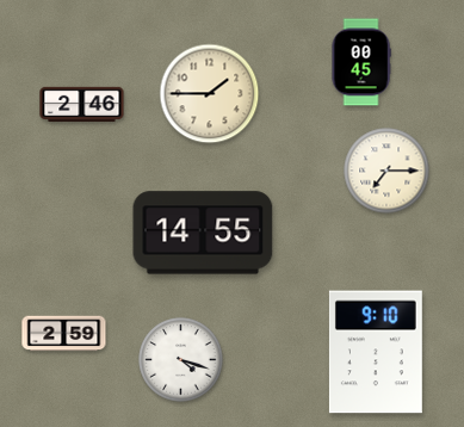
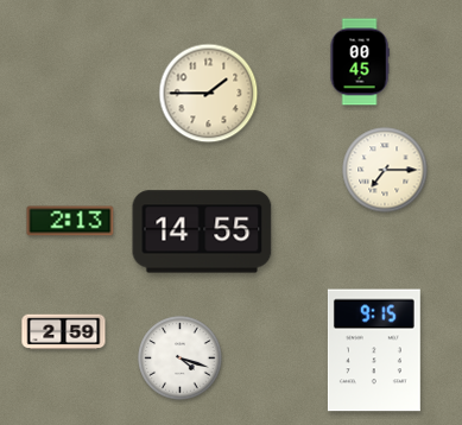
clock at (82, 104): 2:46 -> none
clock at (70, 221): none -> 2:13
clock at (376, 352): 9:10 -> 9:15
